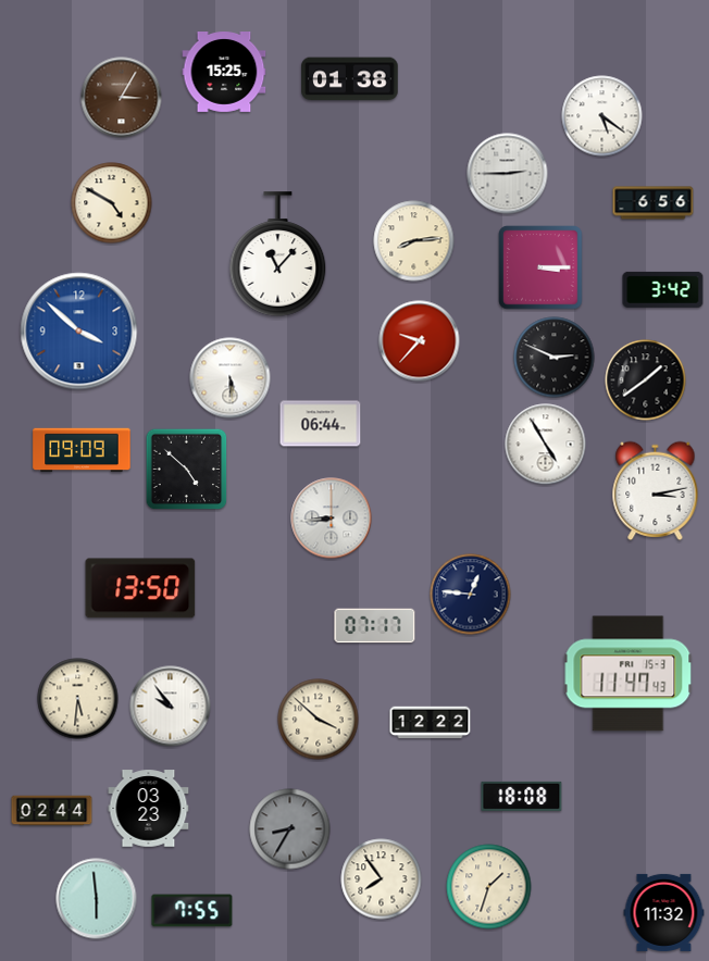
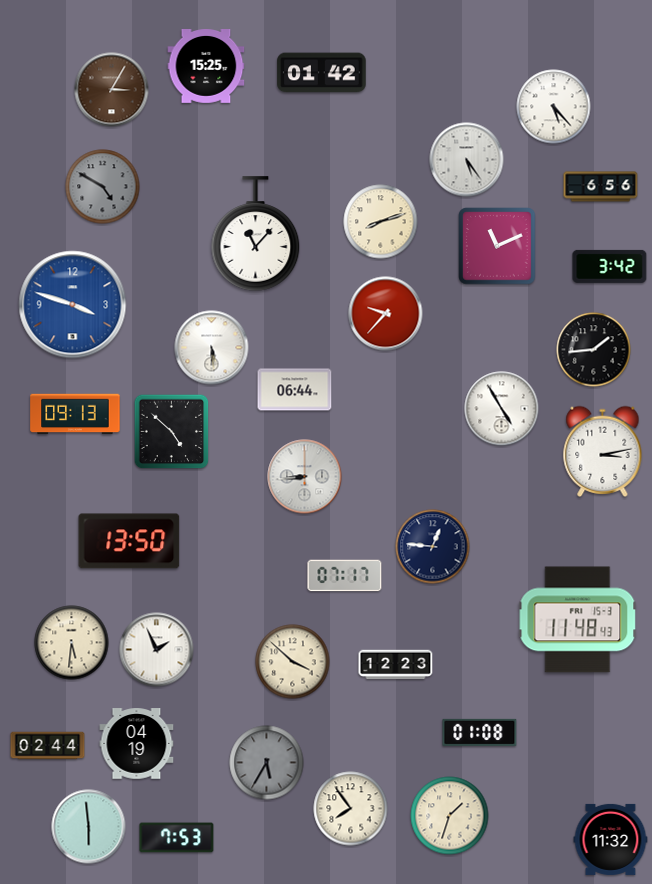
clock at (350, 79): 01:38 -> 01:42
clock at (602, 116): 5:21 -> 5:23
clock at (508, 174): 2:45 -> 5:24
clock at (112, 203) dial: cream -> grey
clock at (414, 241): 8:14 -> 8:12
clock at (540, 267): 3:15 -> 11:11
clock at (79, 332): 3:52 -> 3:48
clock at (555, 358): 2:49 -> none
clock at (646, 380): 1:39 -> 1:44
clock at (82, 450): 09:09 -> 09:13
clock at (629, 674): 11:47 -> 11:48
clock at (171, 707): 9:54 -> 1:56
clock at (431, 723): 12:22 -> 12:23
clock at (522, 796): 18:08 -> 01:08
clock at (149, 809): 03:23 -> 04:19
clock at (290, 829): 8:35 -> 5:35
clock at (192, 911): 7:55 -> 7:53
